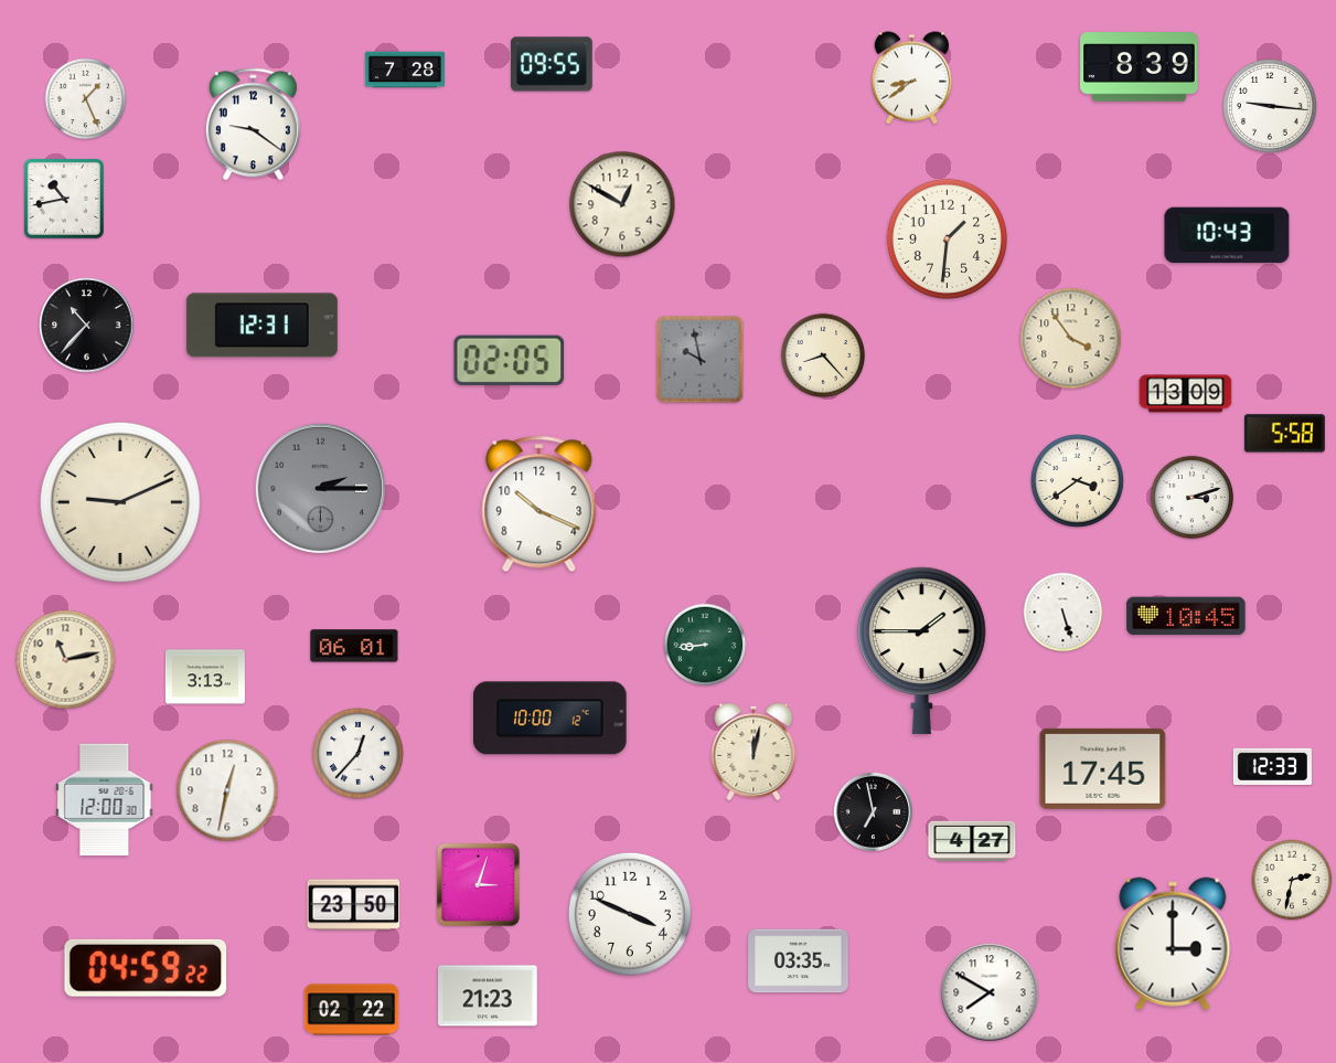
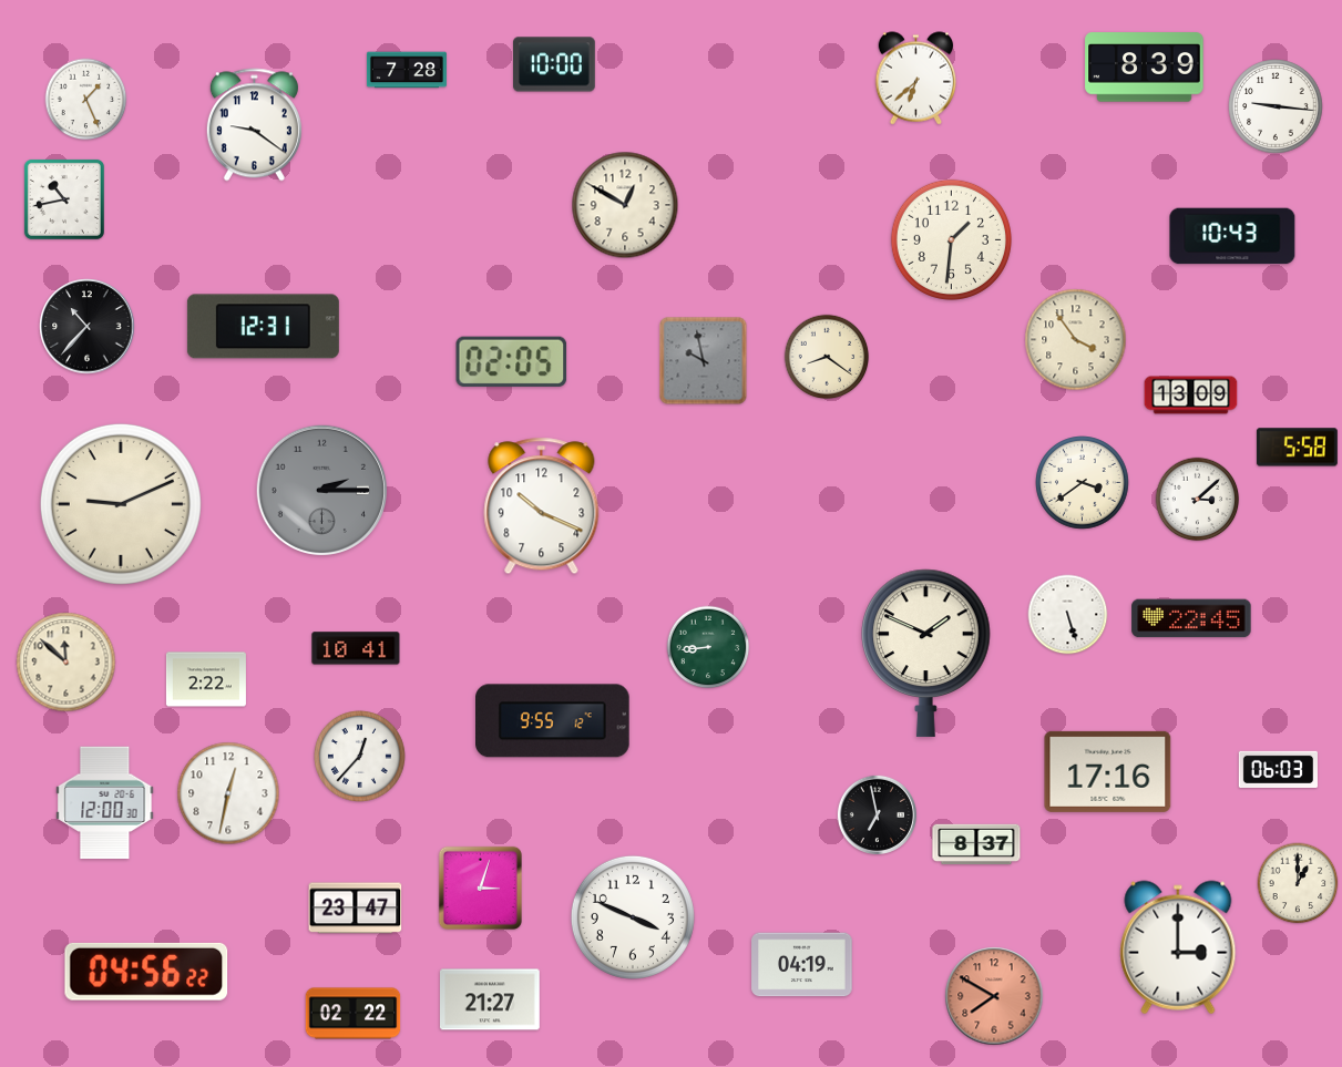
clock at (553, 64): 09:55 -> 10:00
clock at (912, 78): 8:39 -> 6:38
clock at (823, 355): 8:23 -> 8:21
clock at (1284, 434) position: (1284, 434) -> (1297, 448)
clock at (1193, 498): 3:12 -> 3:08
clock at (1186, 616): 10:45 -> 22:45
clock at (354, 646): 06:01 -> 10:41
clock at (922, 650): 1:45 -> 1:49
clock at (66, 660): 11:13 -> 11:52
clock at (205, 677): 3:13 -> 2:22
clock at (551, 719): 10:00 -> 9:55
clock at (753, 751): 12:02 -> none
clock at (1272, 766): 12:33 -> 06:03
clock at (1103, 768): 17:45 -> 17:16
clock at (972, 841): 4:27 -> 8:37
clock at (1292, 880): 2:32 -> 1:00
clock at (354, 905): 23:50 -> 23:47
clock at (799, 961): 03:35 -> 04:19
clock at (146, 968): 04:59 -> 04:56
clock at (990, 992) dial: white -> salmon
clock at (489, 996): 21:23 -> 21:27
